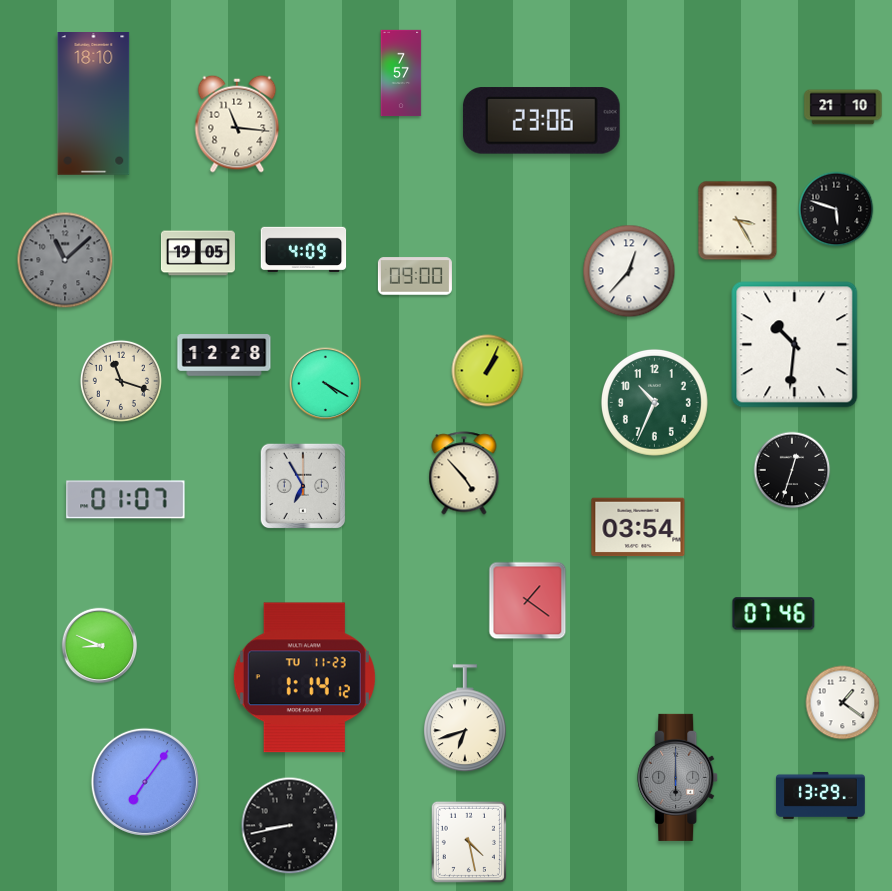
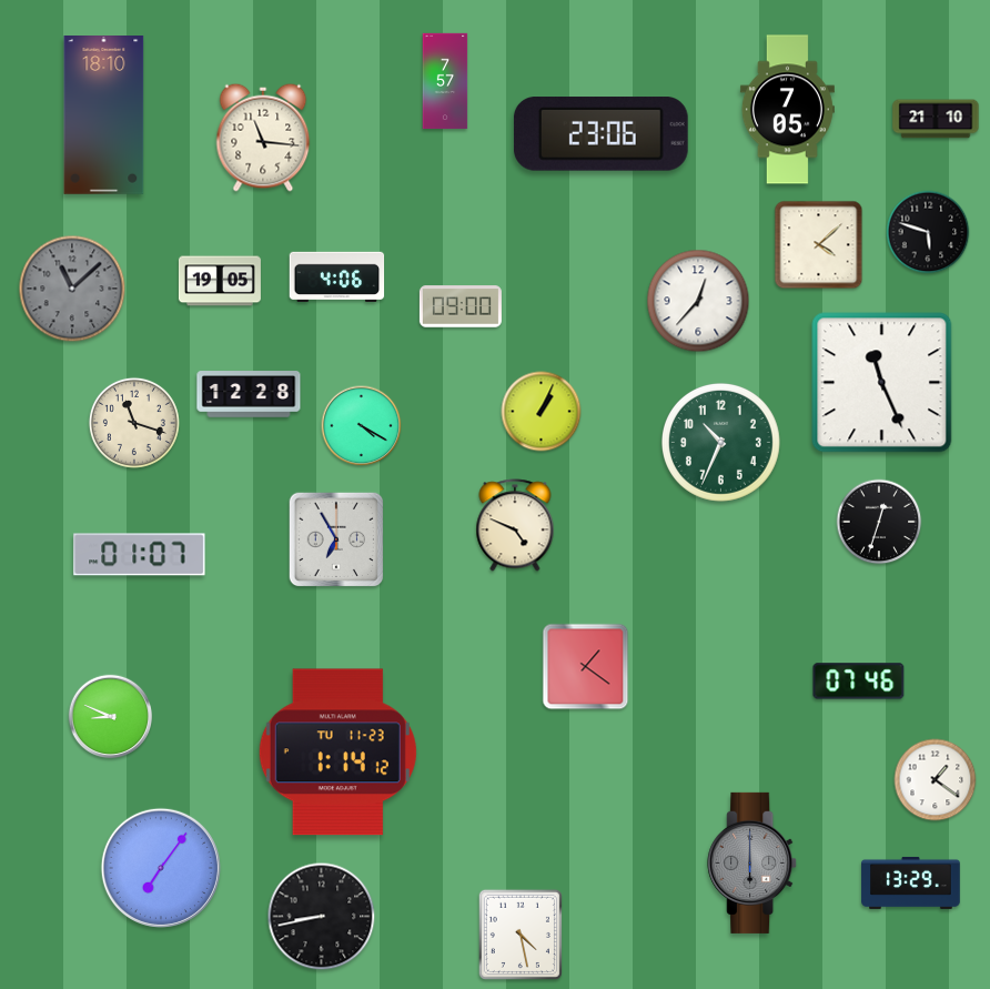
clock at (787, 110): none -> 7:05
clock at (738, 221): 3:25 -> 4:08
clock at (304, 249): 4:09 -> 4:06
clock at (795, 345): 10:31 -> 11:26
clock at (654, 402) position: (654, 402) -> (720, 442)
clock at (464, 473): 4:53 -> 4:49
clock at (638, 527): 03:54 -> none
clock at (466, 719): 6:42 -> none
